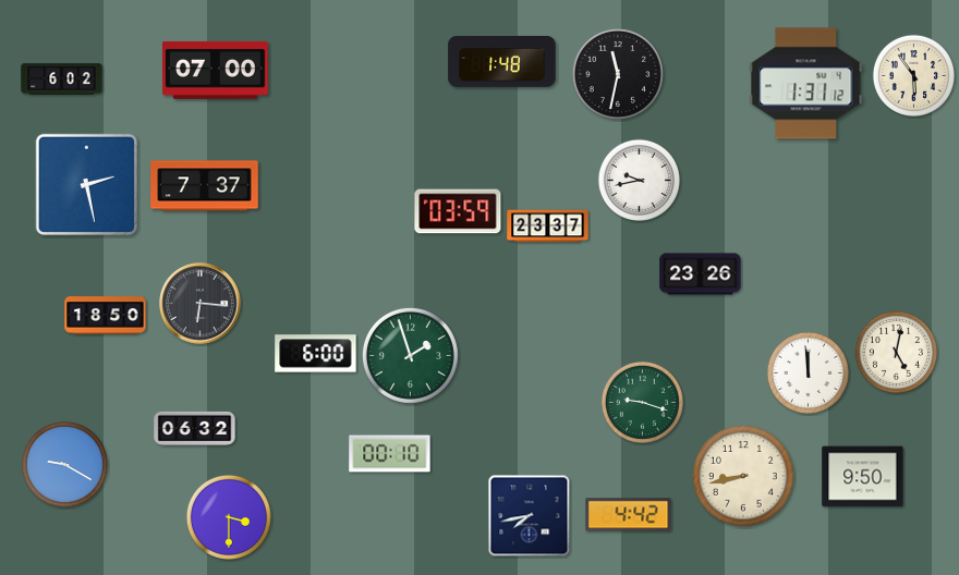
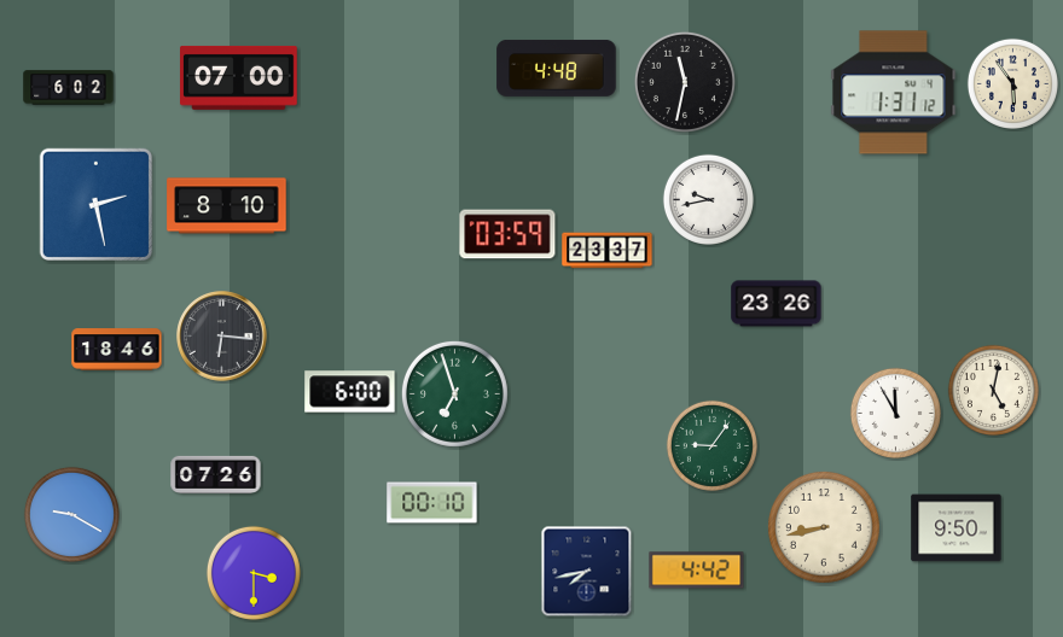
clock at (502, 62): 1:48 -> 4:48
clock at (205, 186): 7:37 -> 8:10
clock at (106, 316): 18:50 -> 18:46
clock at (410, 355): 1:57 -> 6:57
clock at (808, 372): 11:59 -> 11:55
clock at (642, 402): 9:18 -> 9:06
clock at (195, 428): 06:32 -> 07:26
